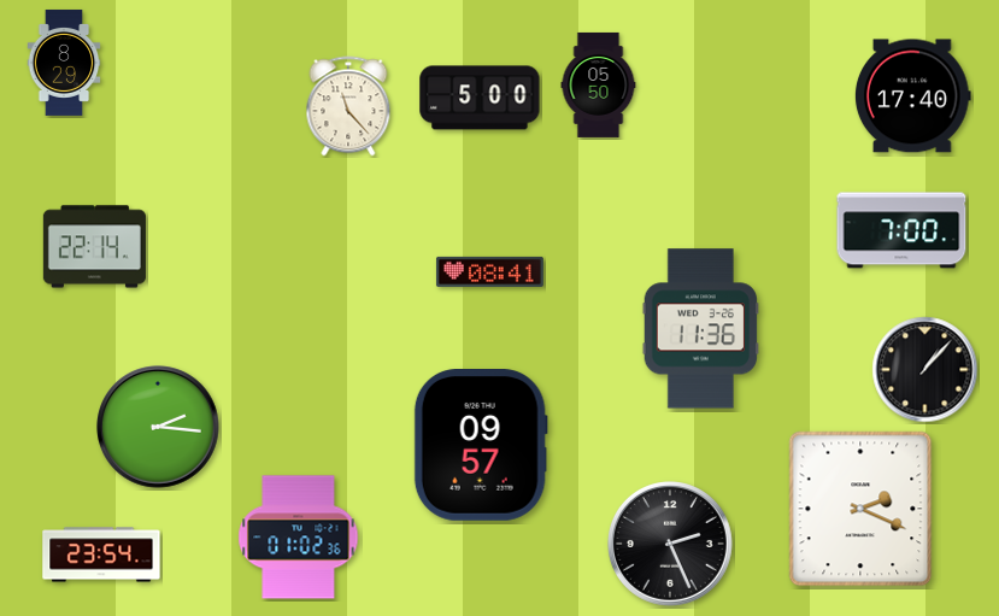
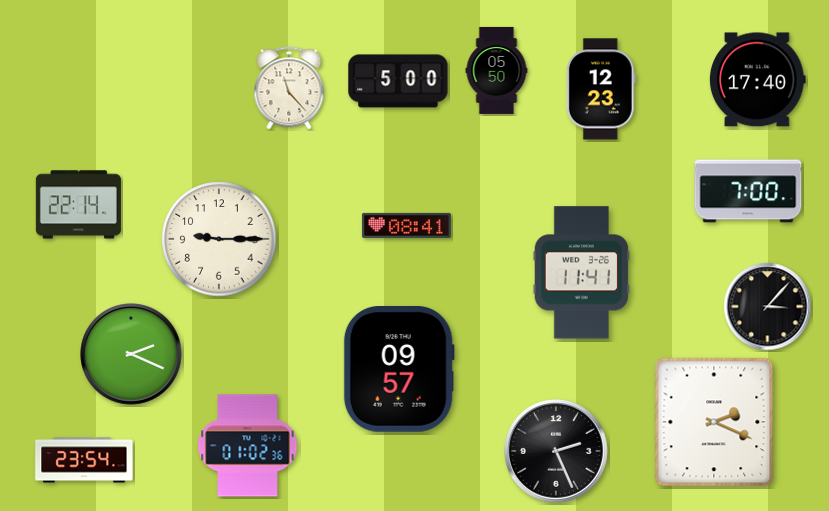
clock at (64, 63): 8:29 -> none
clock at (601, 89): none -> 12:23
clock at (219, 239): none -> 9:15
clock at (701, 329): 11:36 -> 11:41
clock at (925, 370): 1:07 -> 3:07
clock at (158, 427): 2:16 -> 2:19
